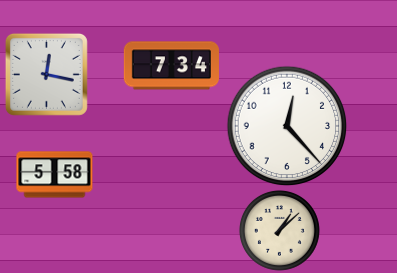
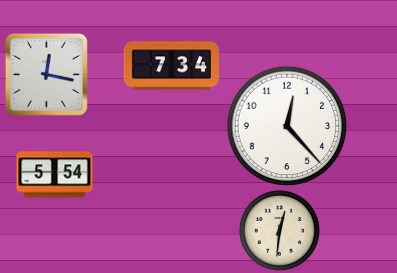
clock at (55, 175): 5:58 -> 5:54
clock at (279, 230): 1:08 -> 12:31
